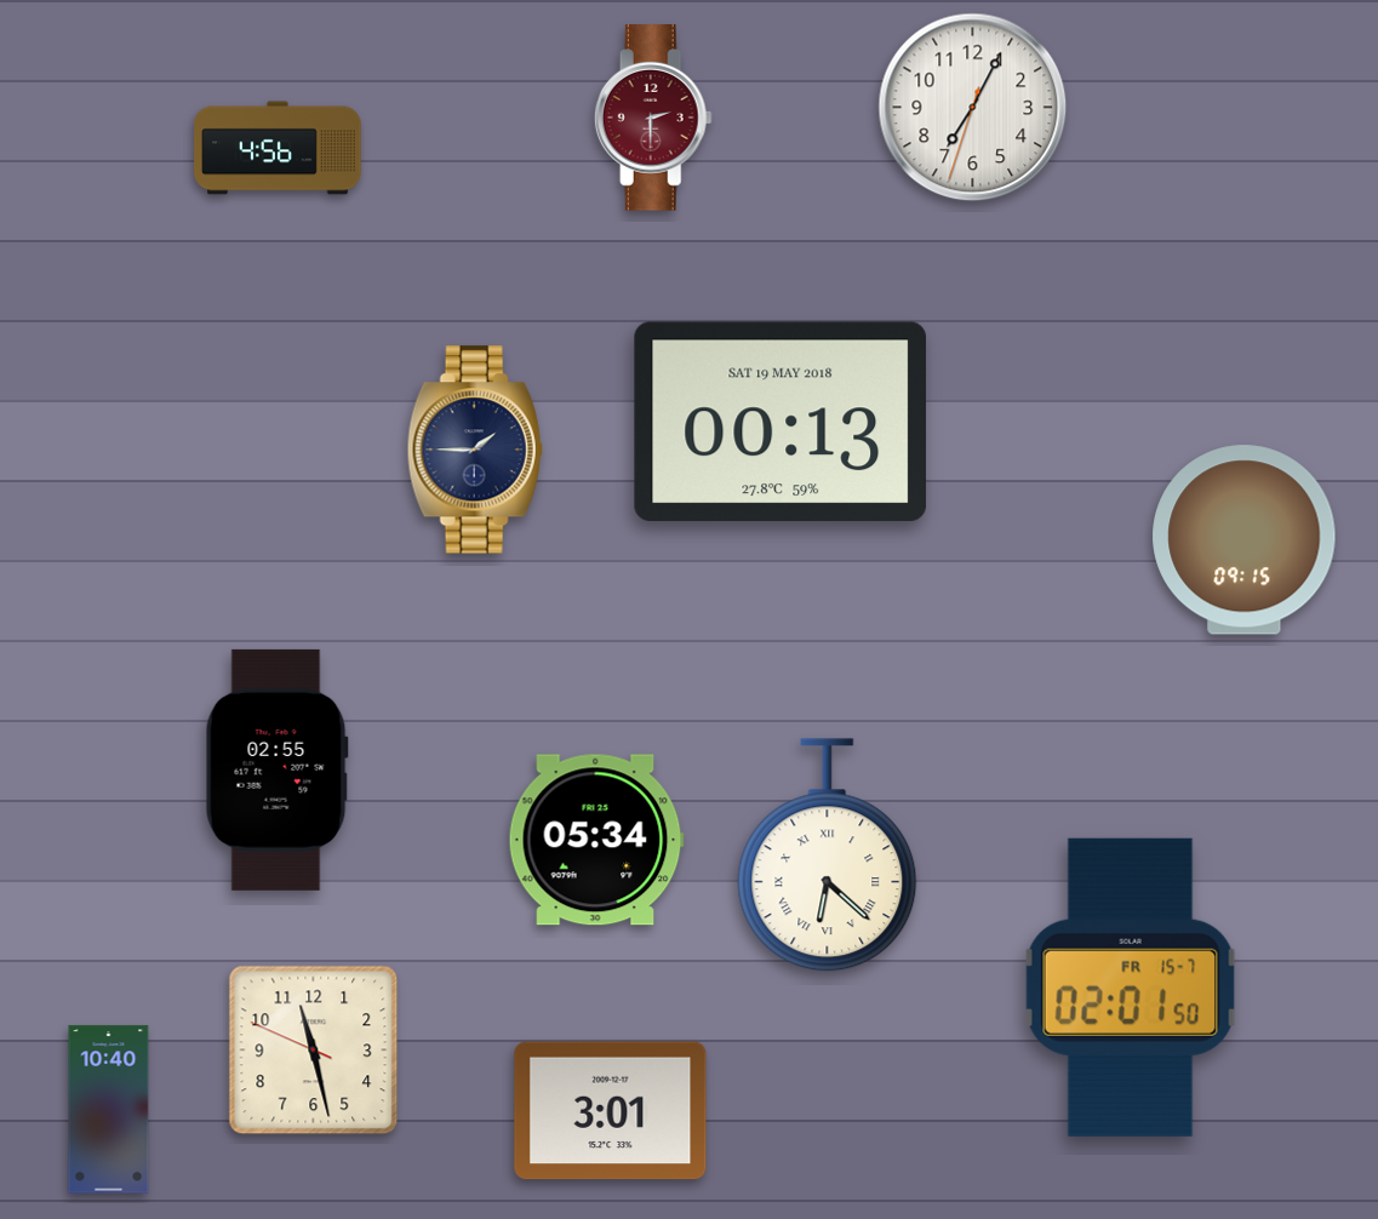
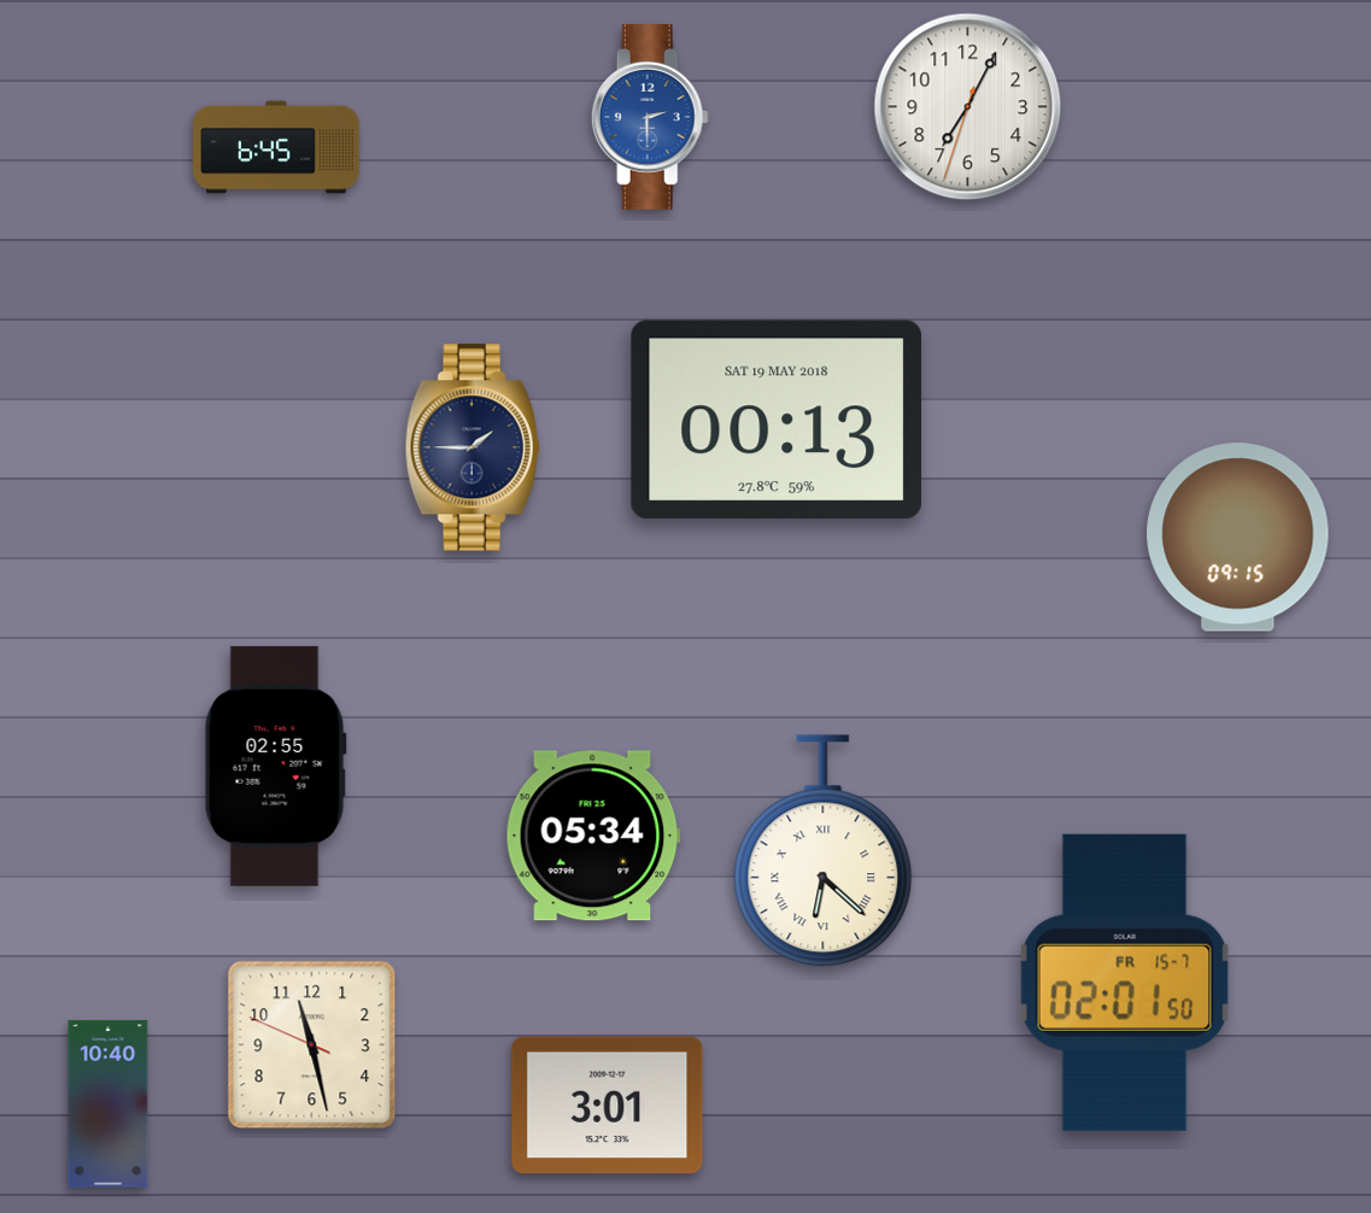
clock at (653, 118) dial: burgundy -> blue
clock at (278, 148): 4:56 -> 6:45
